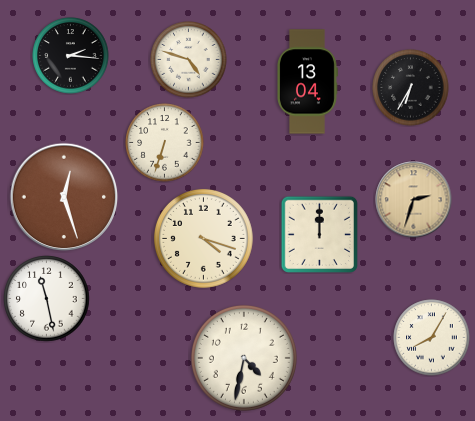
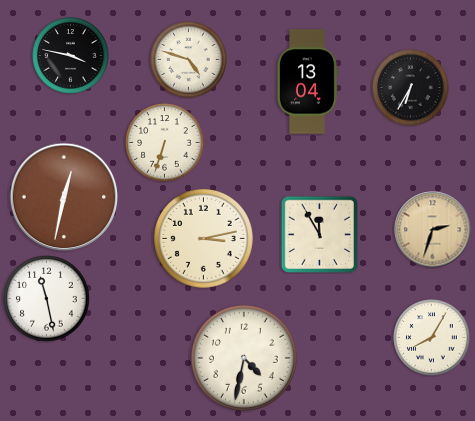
clock at (71, 56): 2:16 -> 3:47
clock at (64, 197): 12:27 -> 12:32
clock at (414, 200) position: (414, 200) -> (433, 230)
clock at (319, 234): 12:00 -> 11:55
clock at (203, 238): 4:18 -> 3:13
